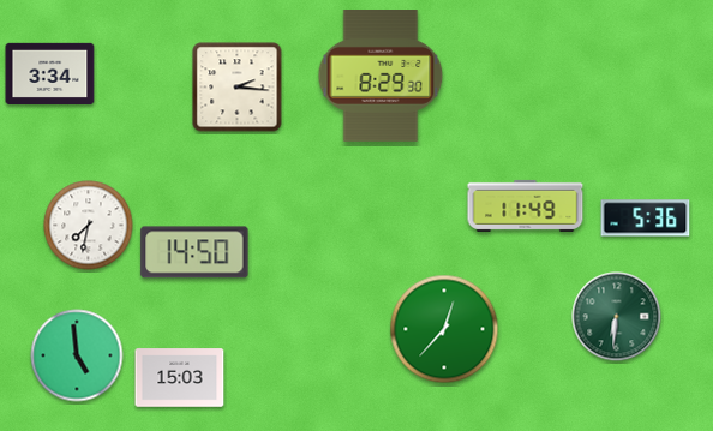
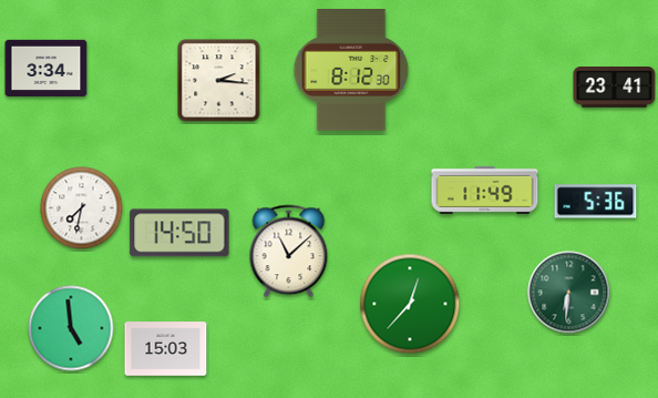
clock at (381, 76): 8:29 -> 8:12
clock at (615, 88): none -> 23:41
clock at (289, 252): none -> 11:08
